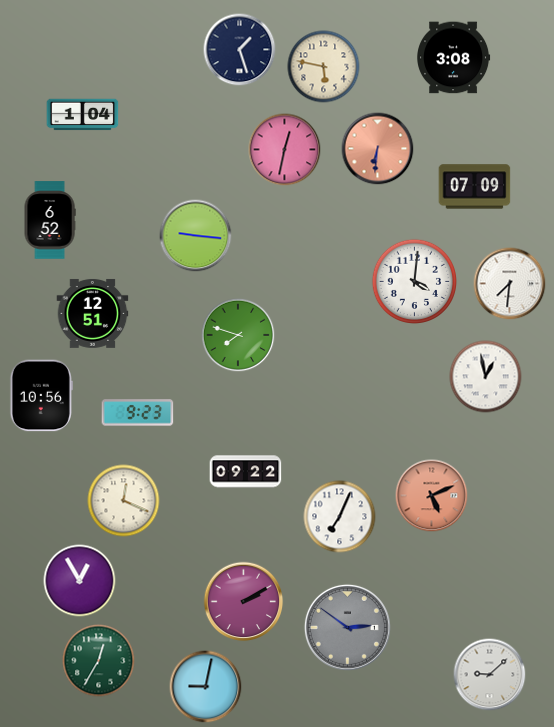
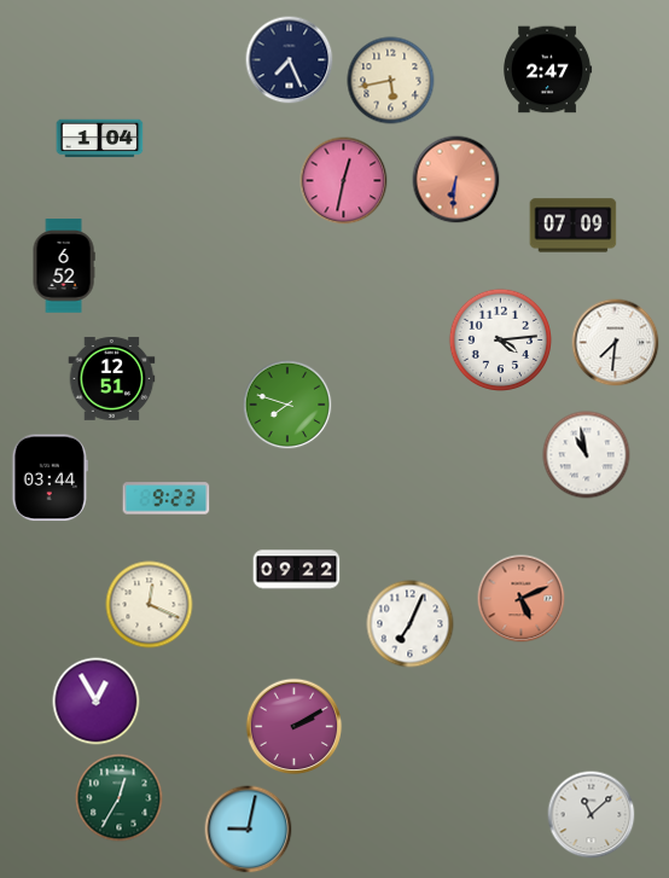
clock at (240, 50): 1:27 -> 7:26
clock at (454, 58): 3:08 -> 2:47
clock at (324, 67): 5:47 -> 5:43
clock at (50, 220) position: (50, 220) -> (64, 266)
clock at (196, 236): 9:16 -> none
clock at (414, 281): 4:01 -> 4:14
clock at (486, 377): 12:58 -> 10:58
clock at (41, 396): 10:56 -> 03:44
clock at (347, 627): 2:51 -> none
clock at (490, 675): 9:08 -> 11:08
